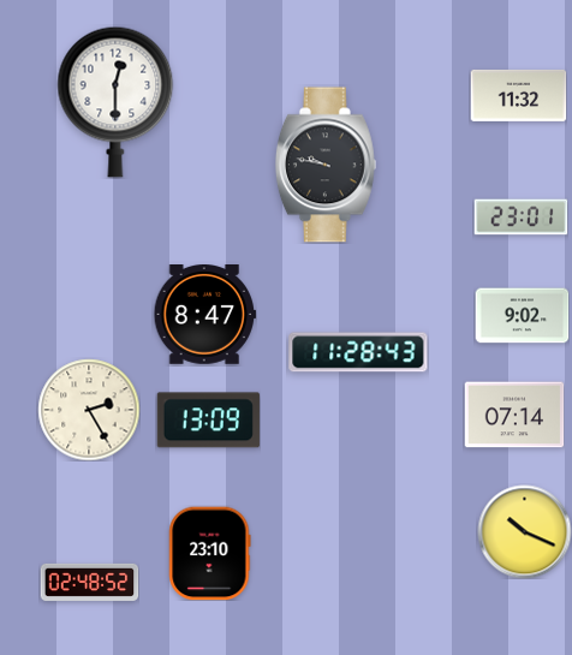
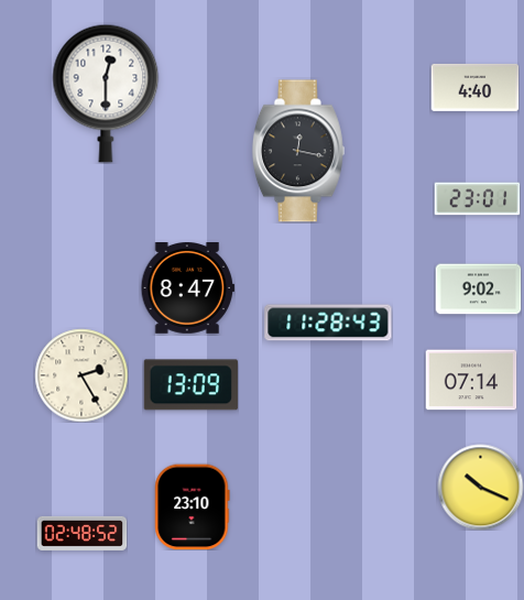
clock at (518, 95): 11:32 -> 4:40
clock at (326, 165): 9:47 -> 12:17
